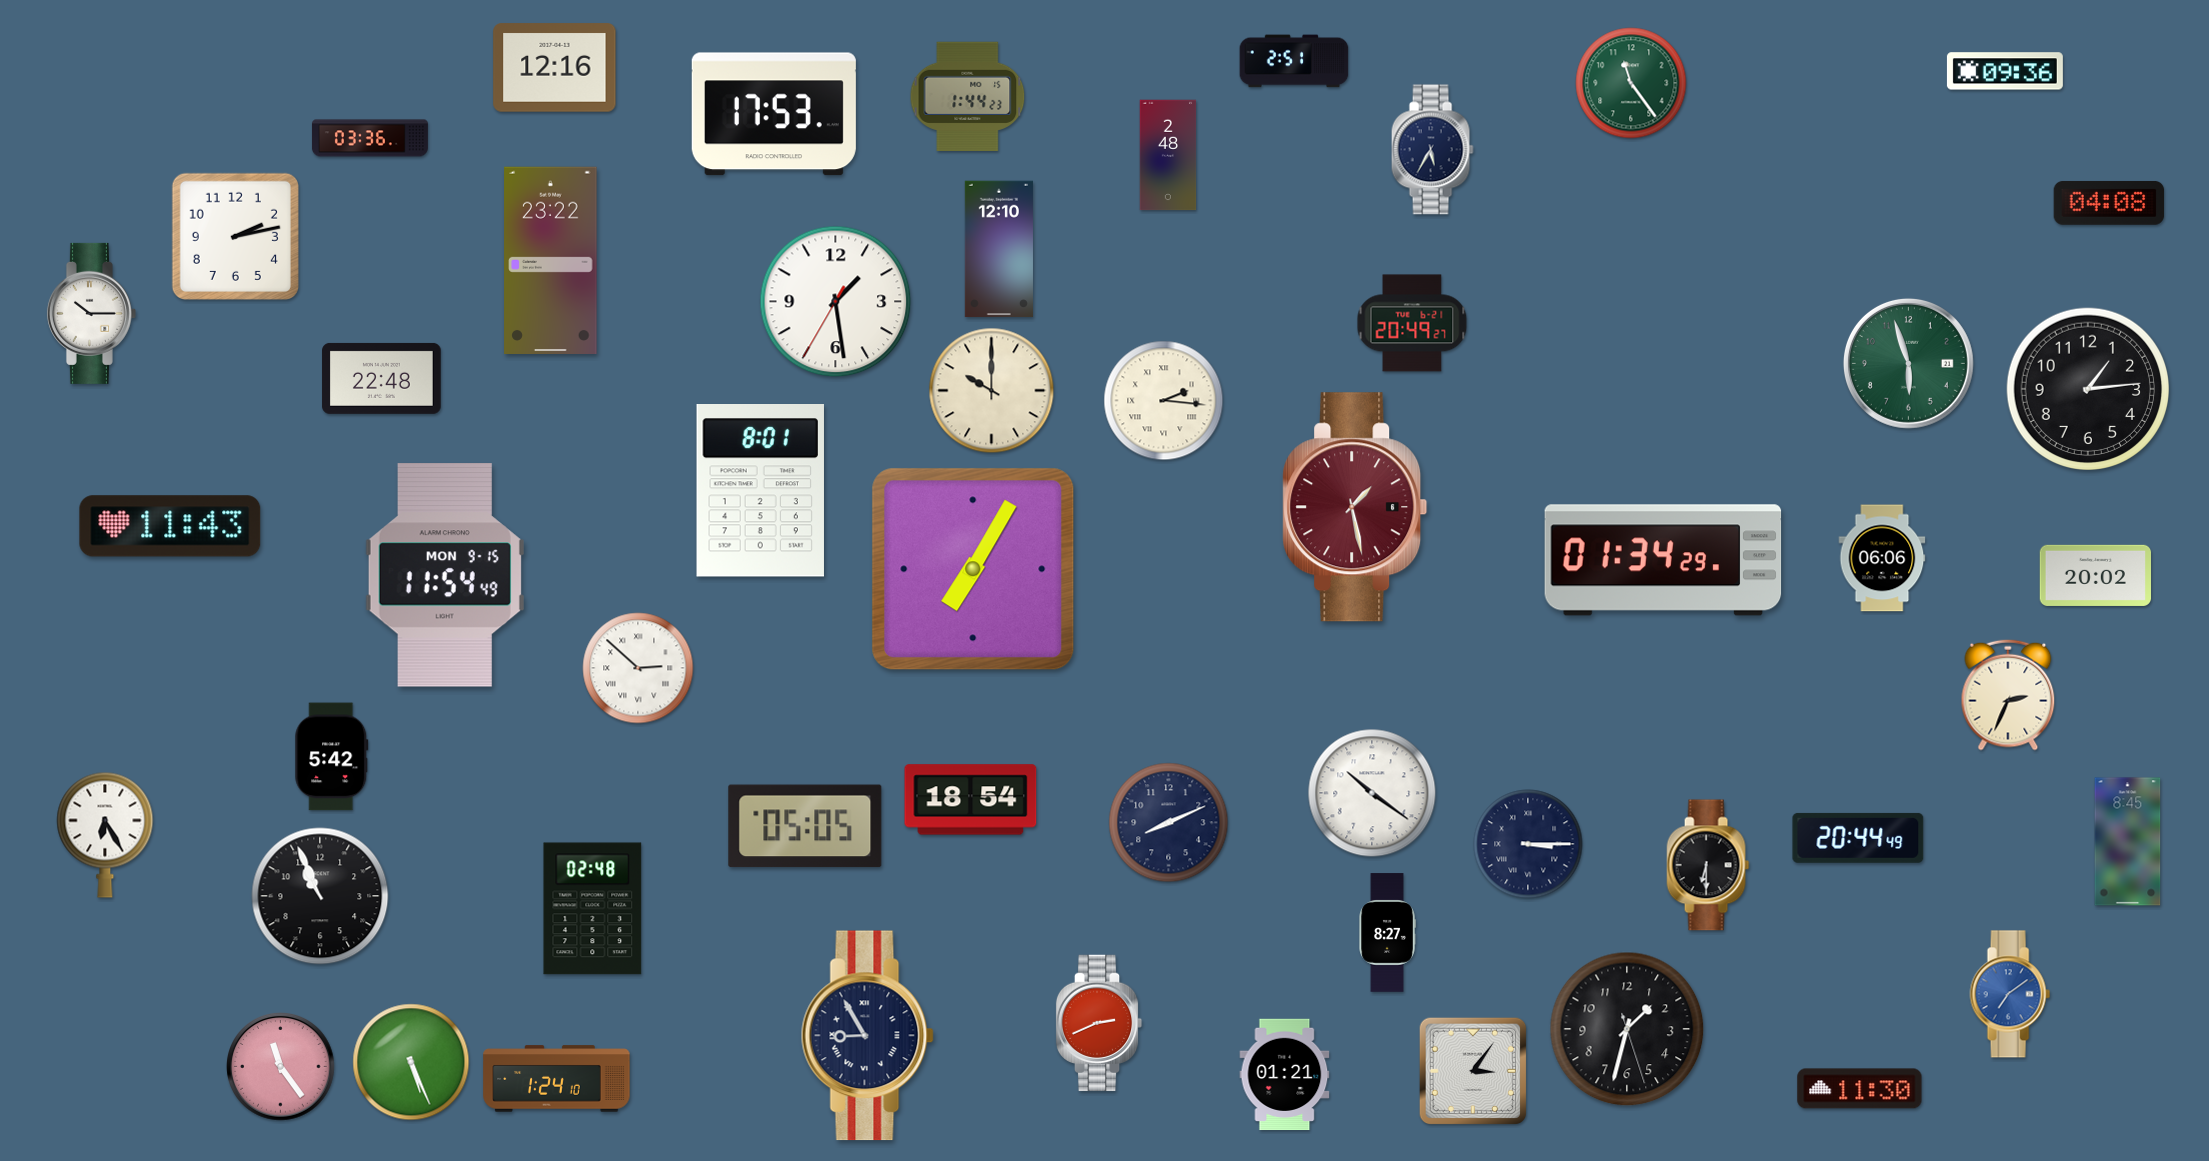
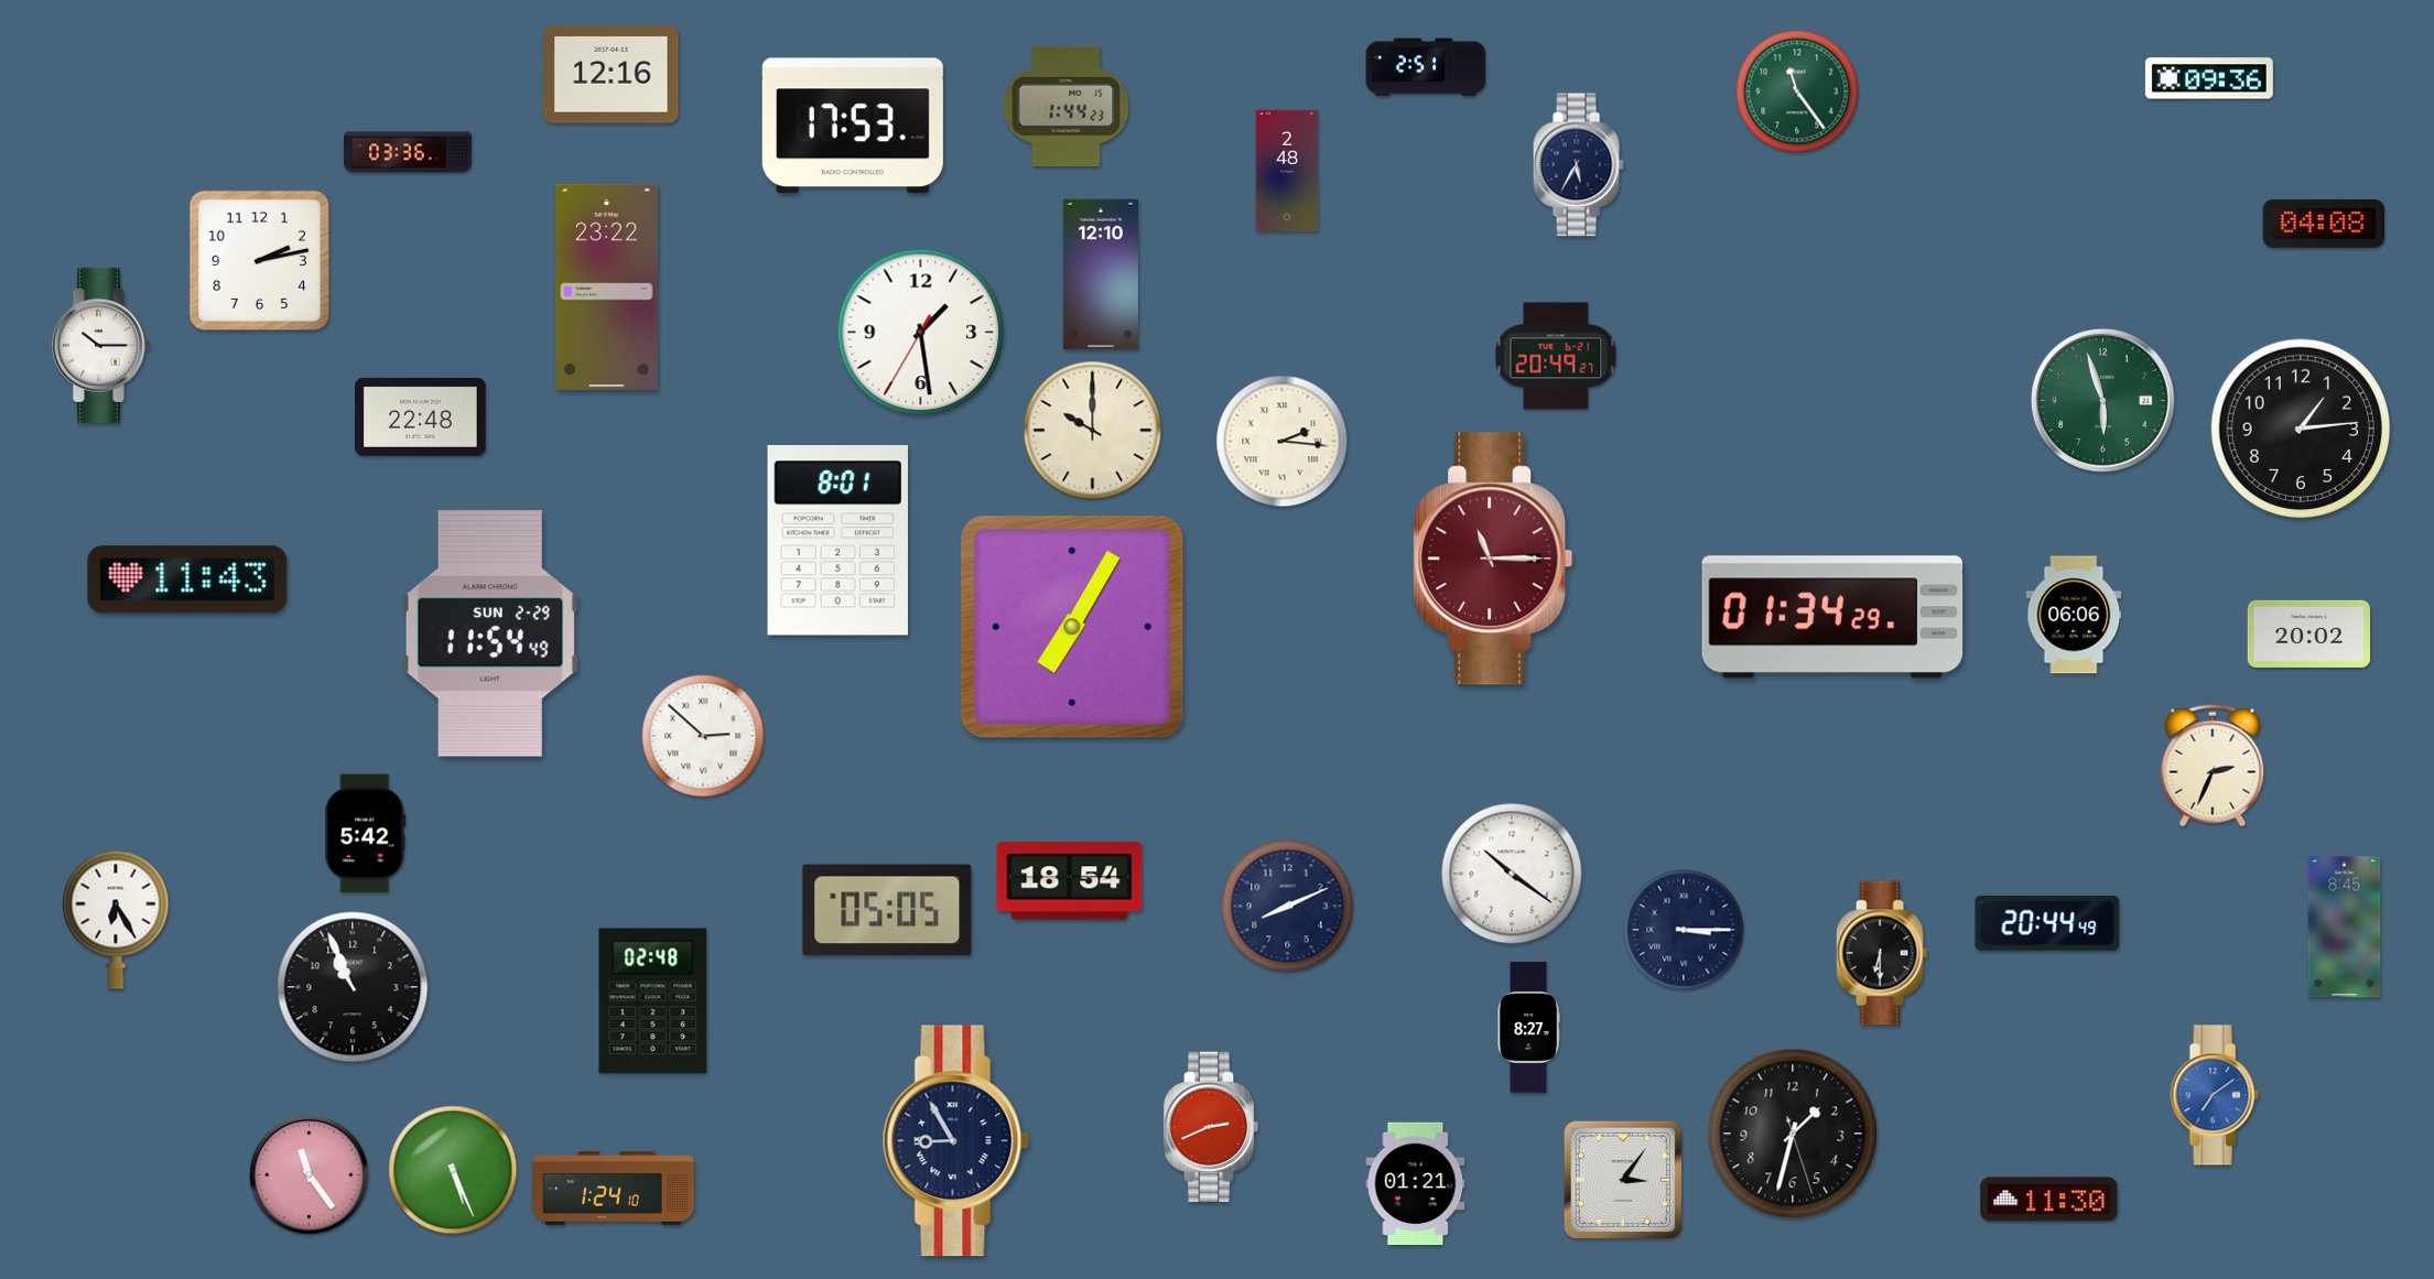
clock at (1355, 507): 1:28 -> 11:15
clock at (445, 576) date: MON 9-15 -> SUN 2-29
